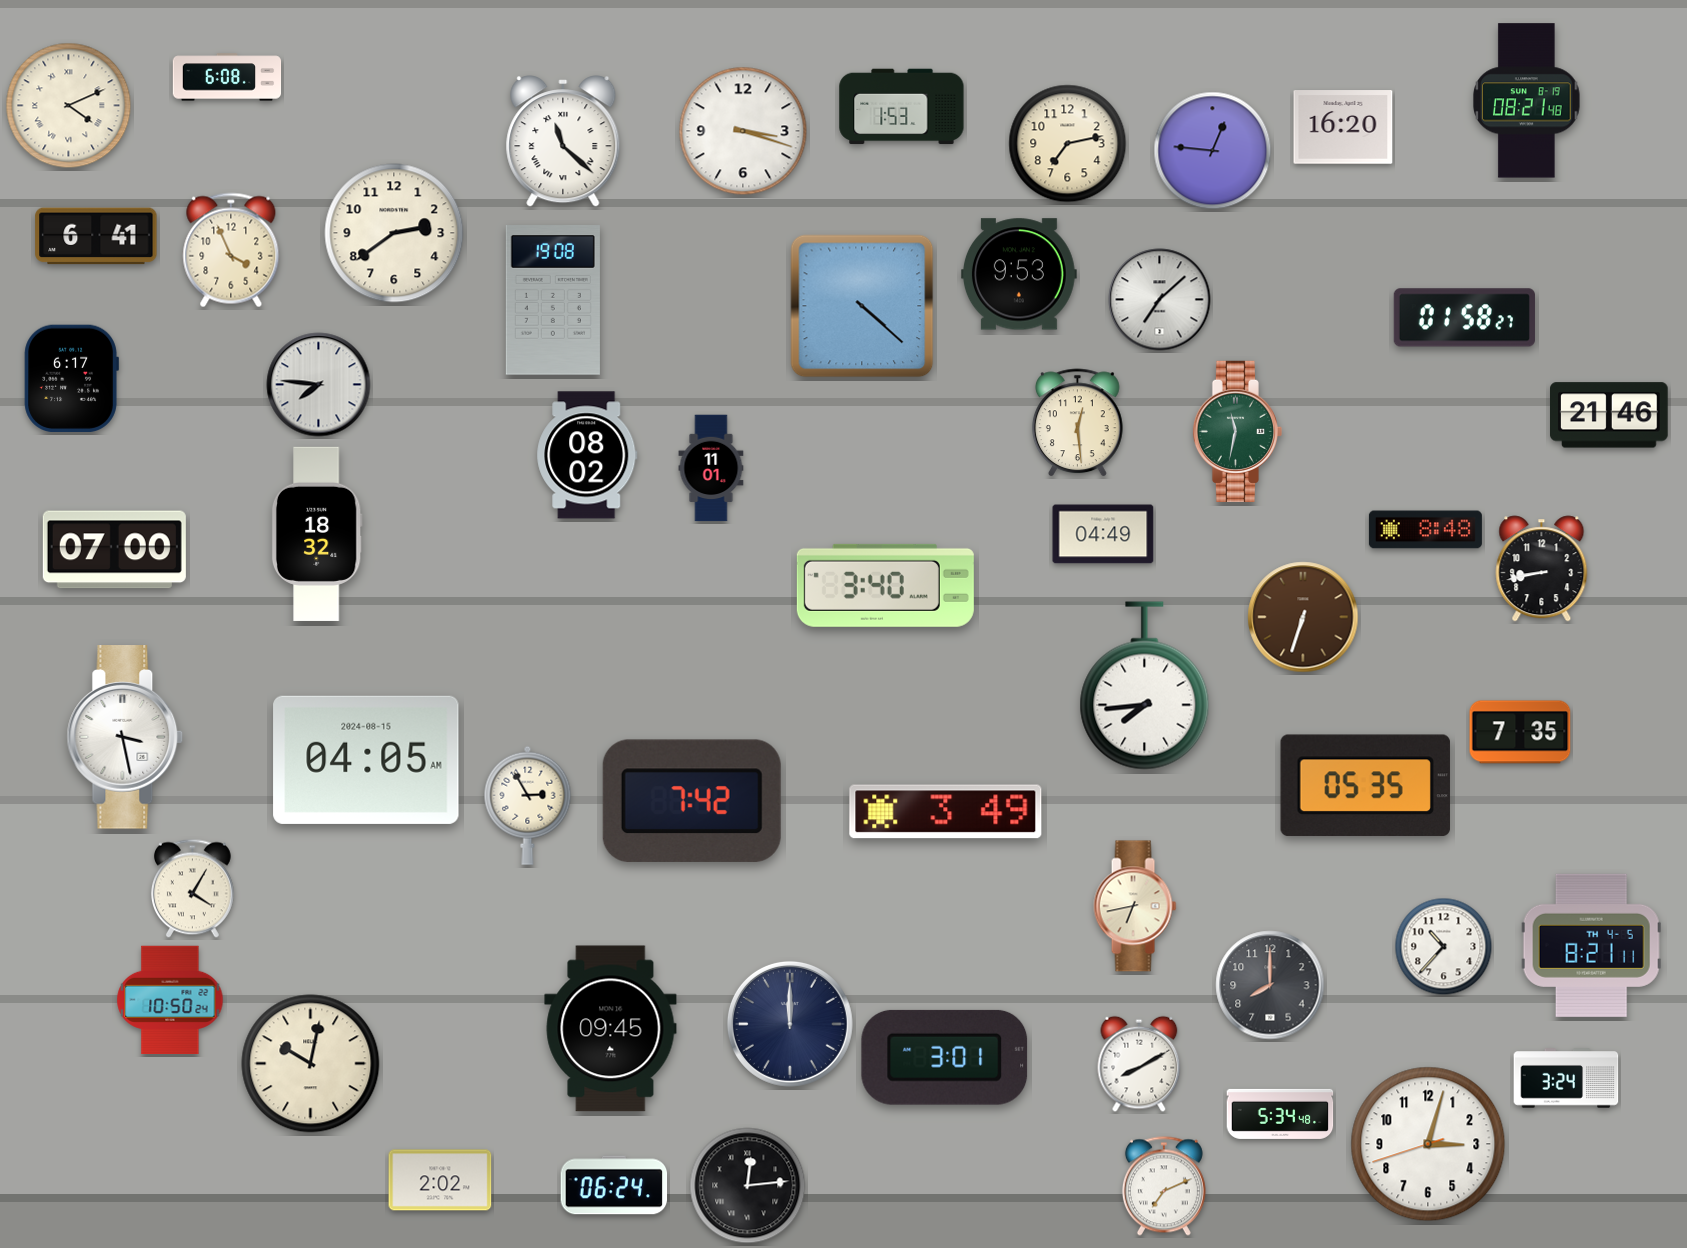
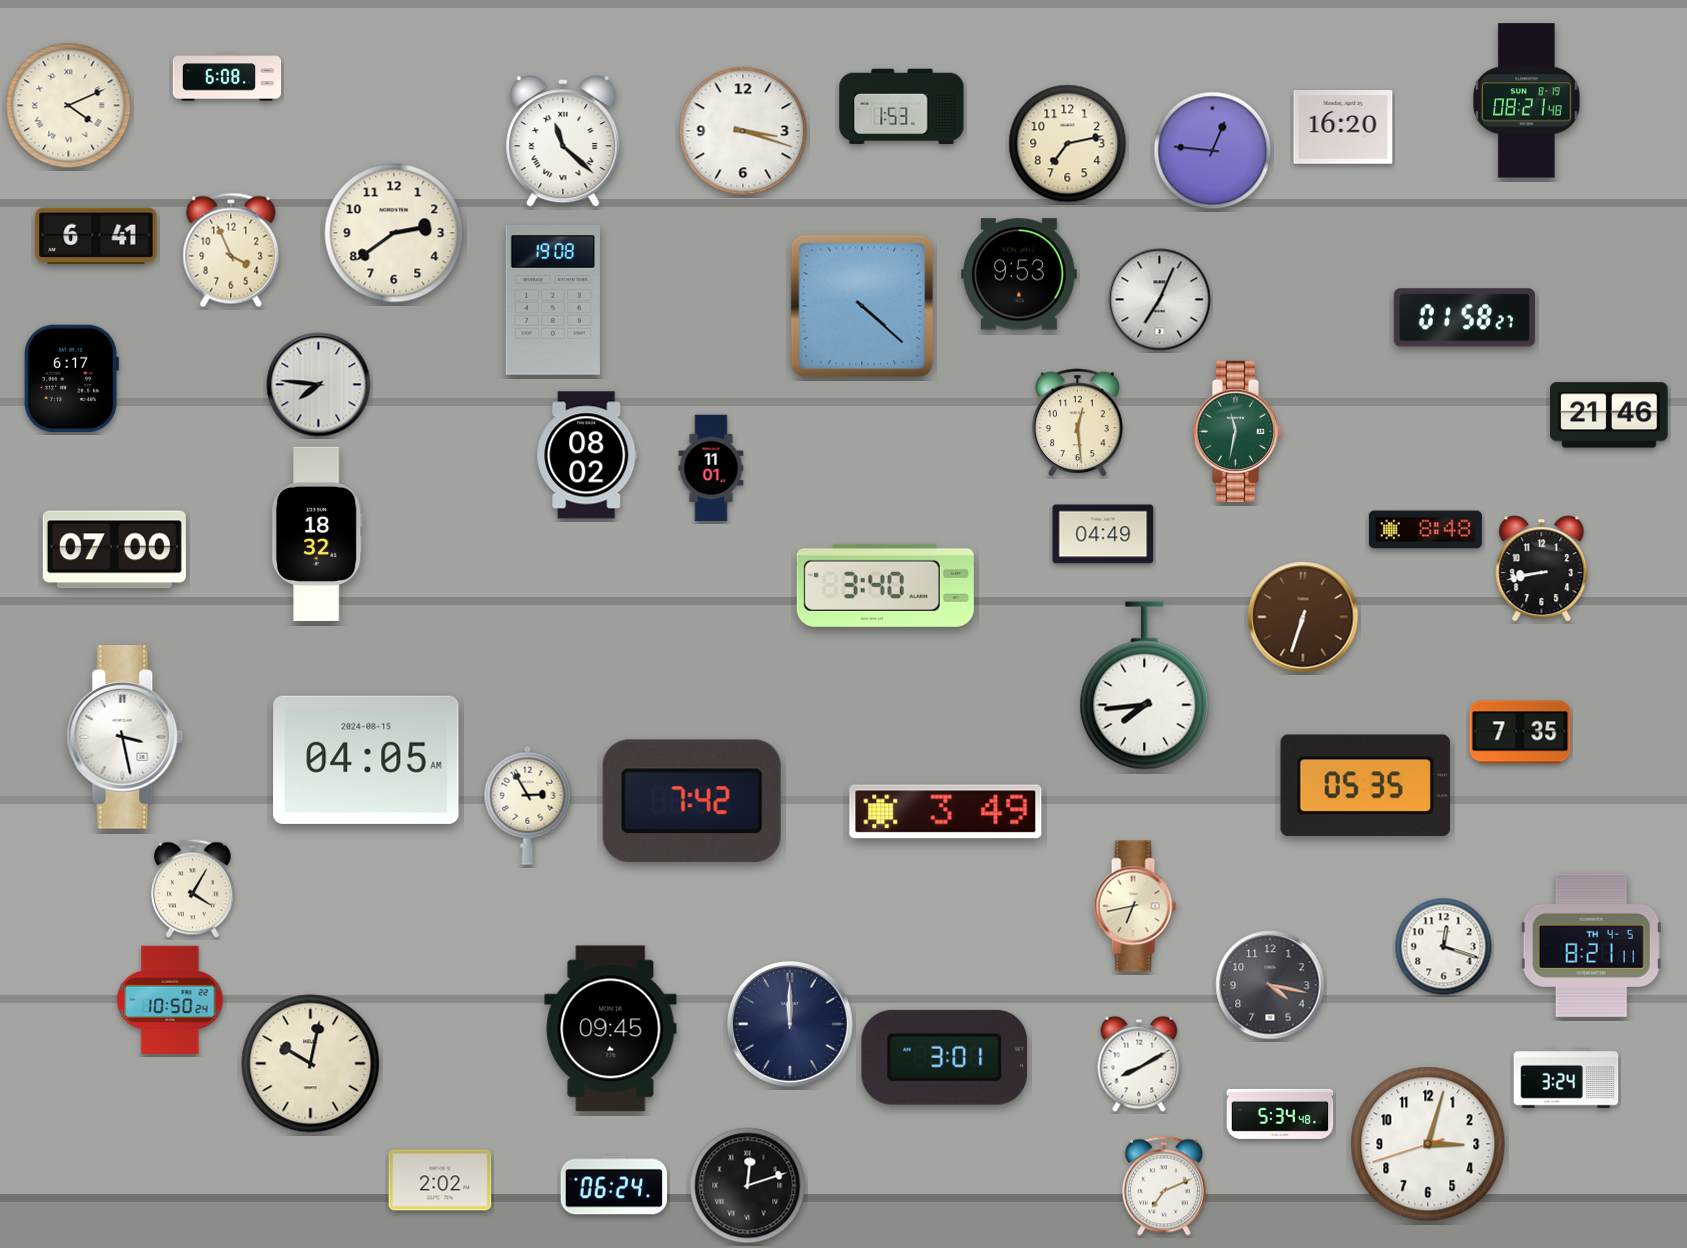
clock at (1160, 300): 7:08 -> 7:04
clock at (1444, 947): 10:37 -> 12:18
clock at (1270, 985): 8:00 -> 4:17
clock at (748, 1186): 12:14 -> 12:12
